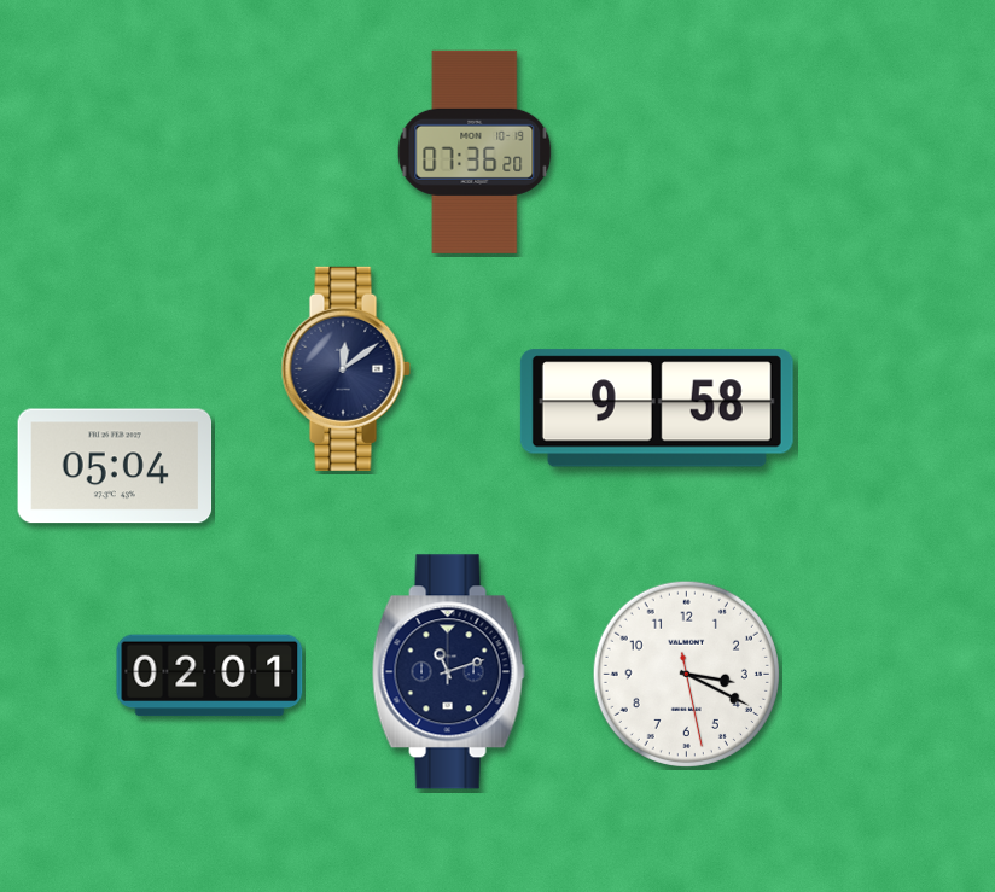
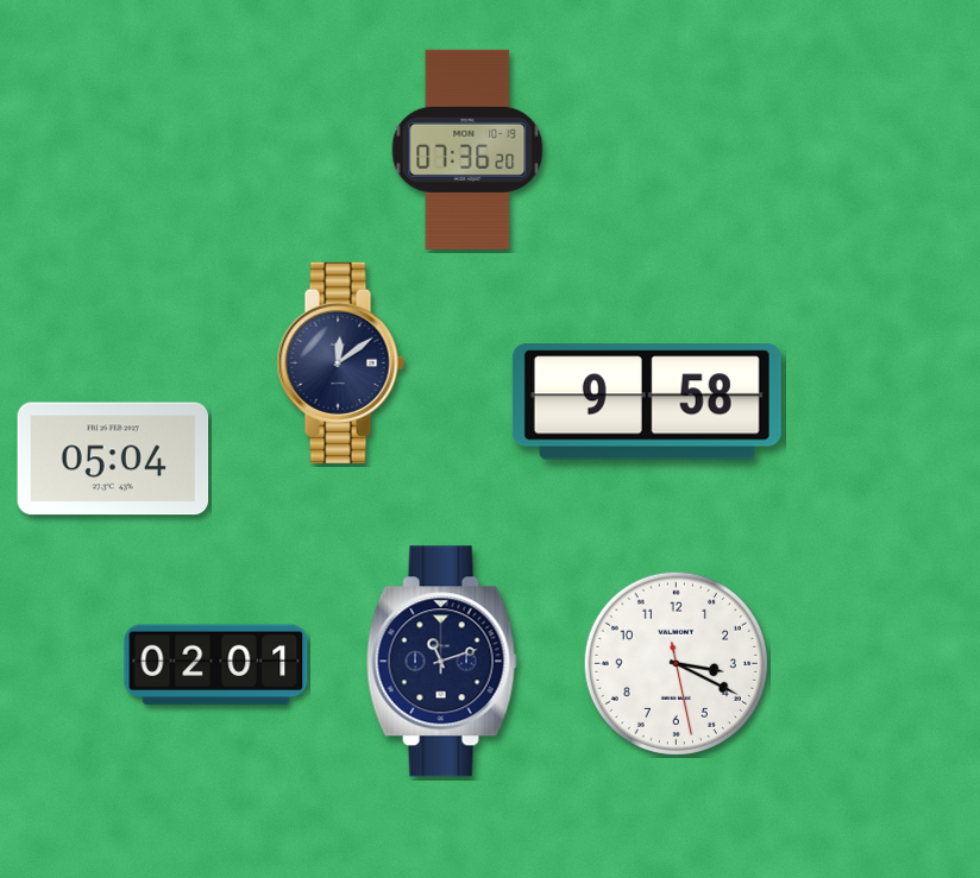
clock at (210, 676) position: (210, 676) -> (216, 665)
